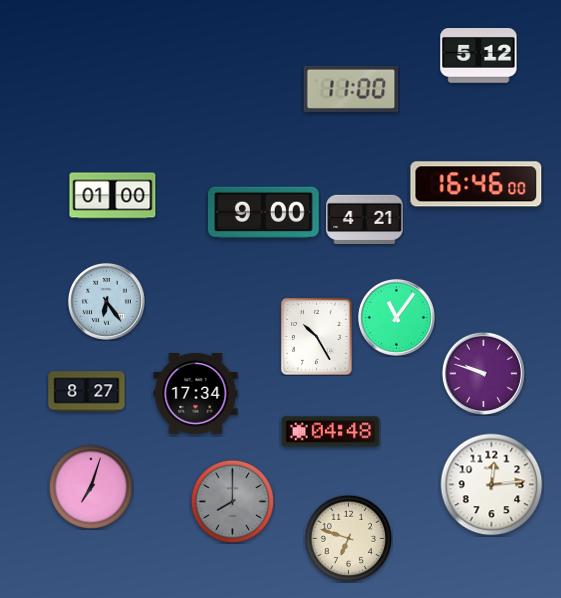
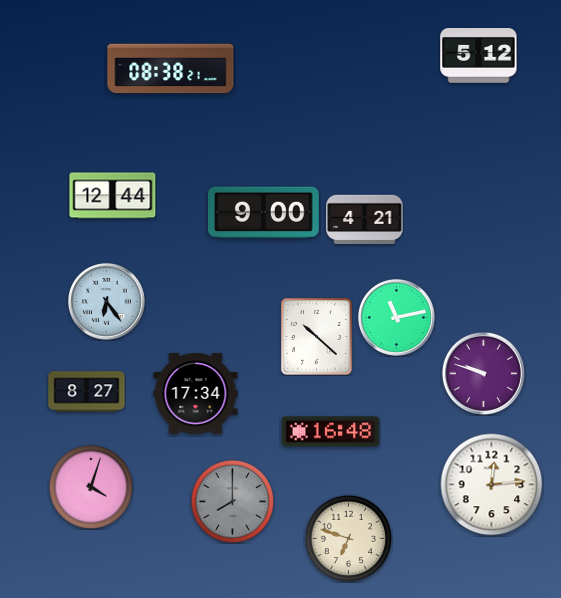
clock at (171, 69): none -> 08:38
clock at (351, 89): 11:00 -> none
clock at (476, 184): 16:46 -> none
clock at (113, 196): 01:00 -> 12:44
clock at (397, 318): 11:06 -> 11:13
clock at (316, 336): 10:25 -> 10:22
clock at (331, 432): 04:48 -> 16:48
clock at (91, 487): 7:03 -> 4:03
